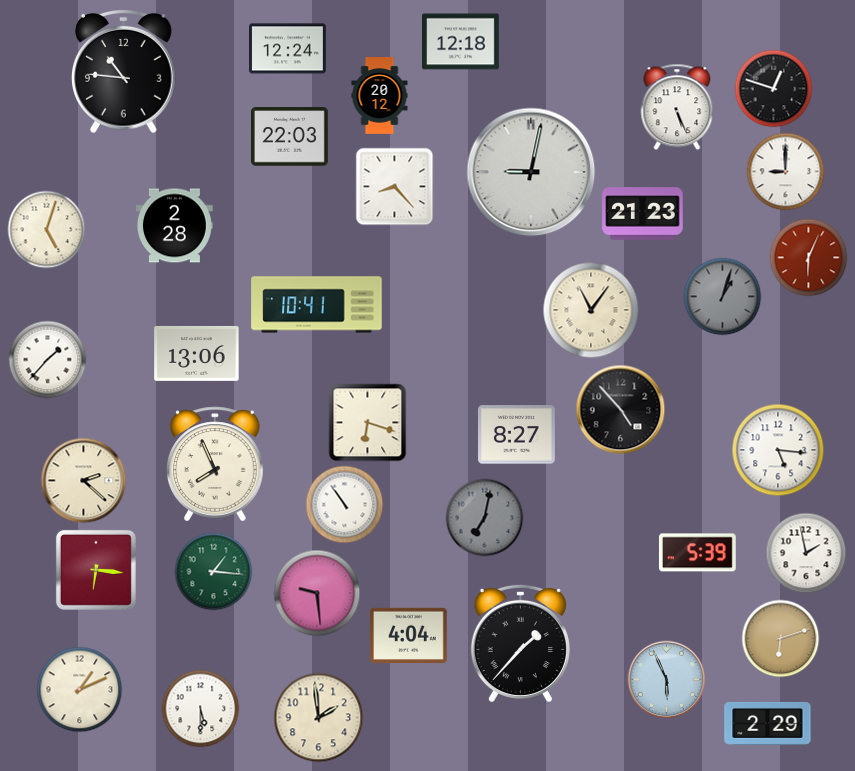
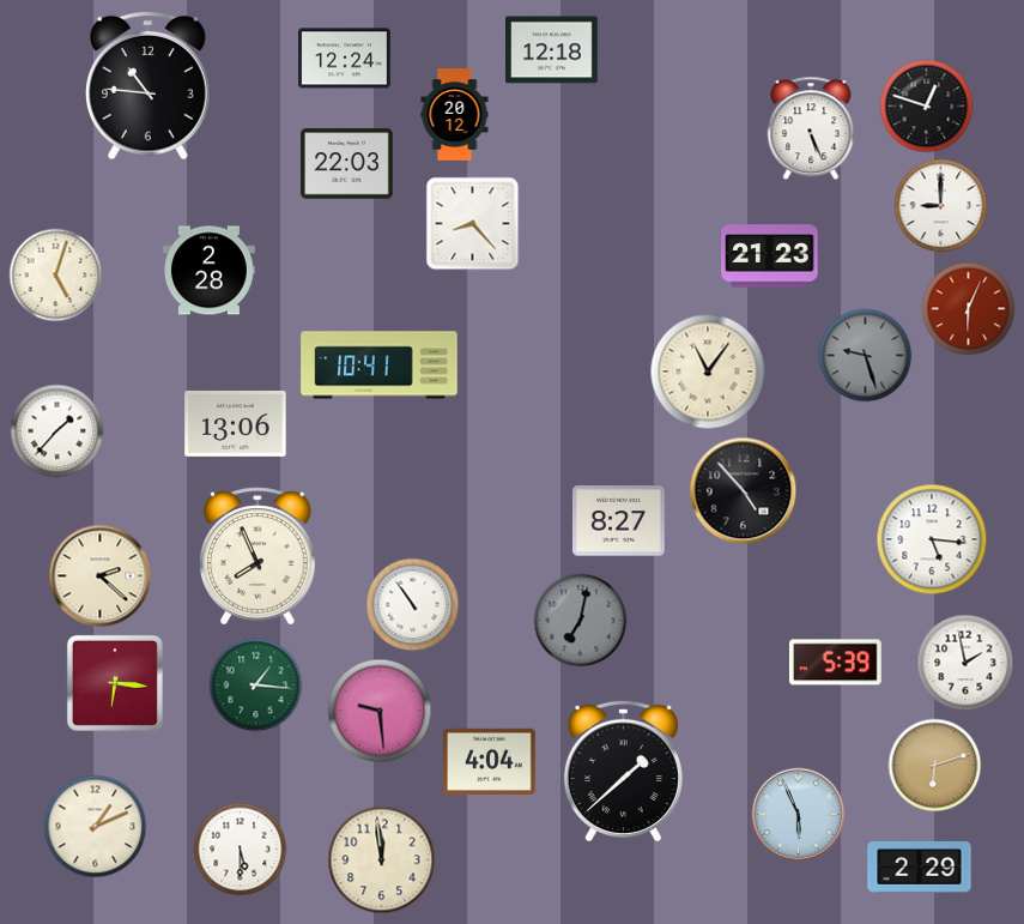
clock at (531, 172): 9:02 -> none
clock at (722, 296): 1:03 -> 9:27
clock at (367, 422): 6:18 -> none
clock at (520, 643): 1:37 -> 1:38
clock at (318, 717): 1:59 -> 11:59
